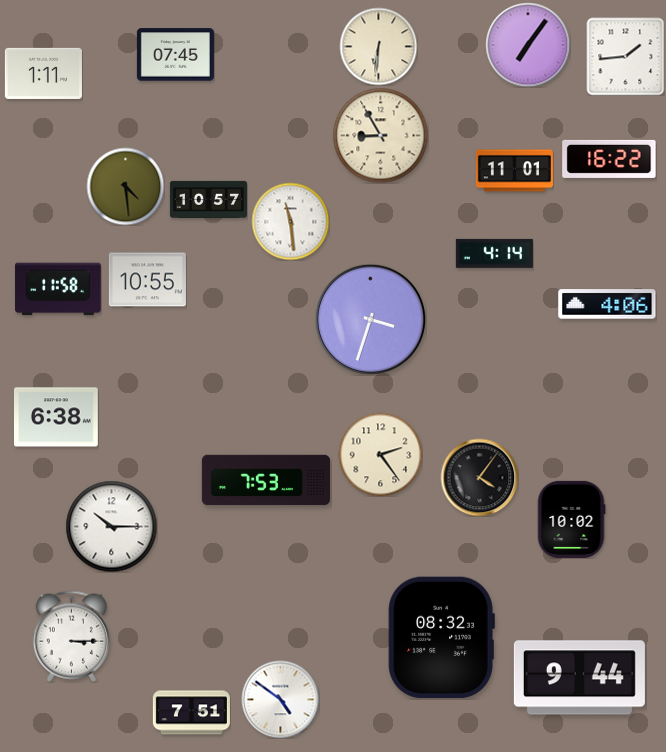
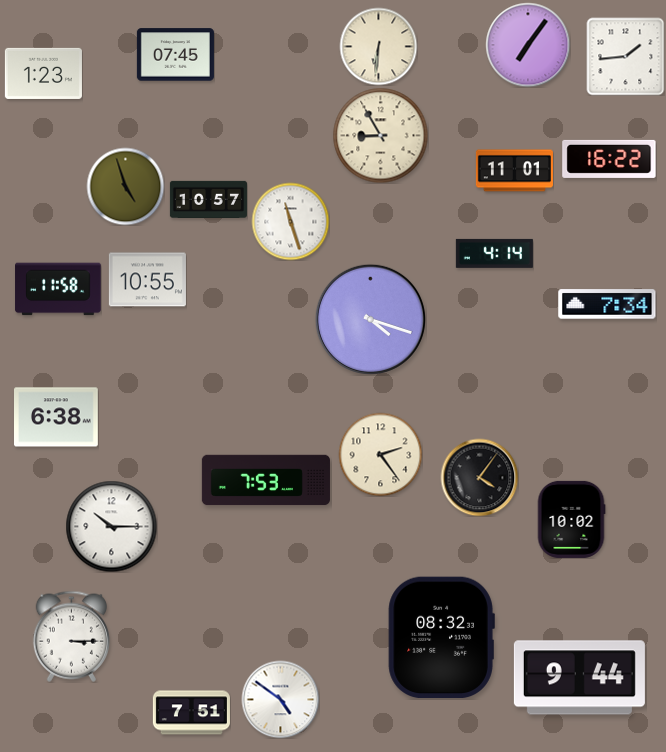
clock at (43, 73): 1:11 -> 1:23
clock at (125, 186): 4:29 -> 4:57
clock at (290, 221): 11:29 -> 11:27
clock at (607, 304): 4:06 -> 7:34
clock at (370, 319): 3:33 -> 4:18
